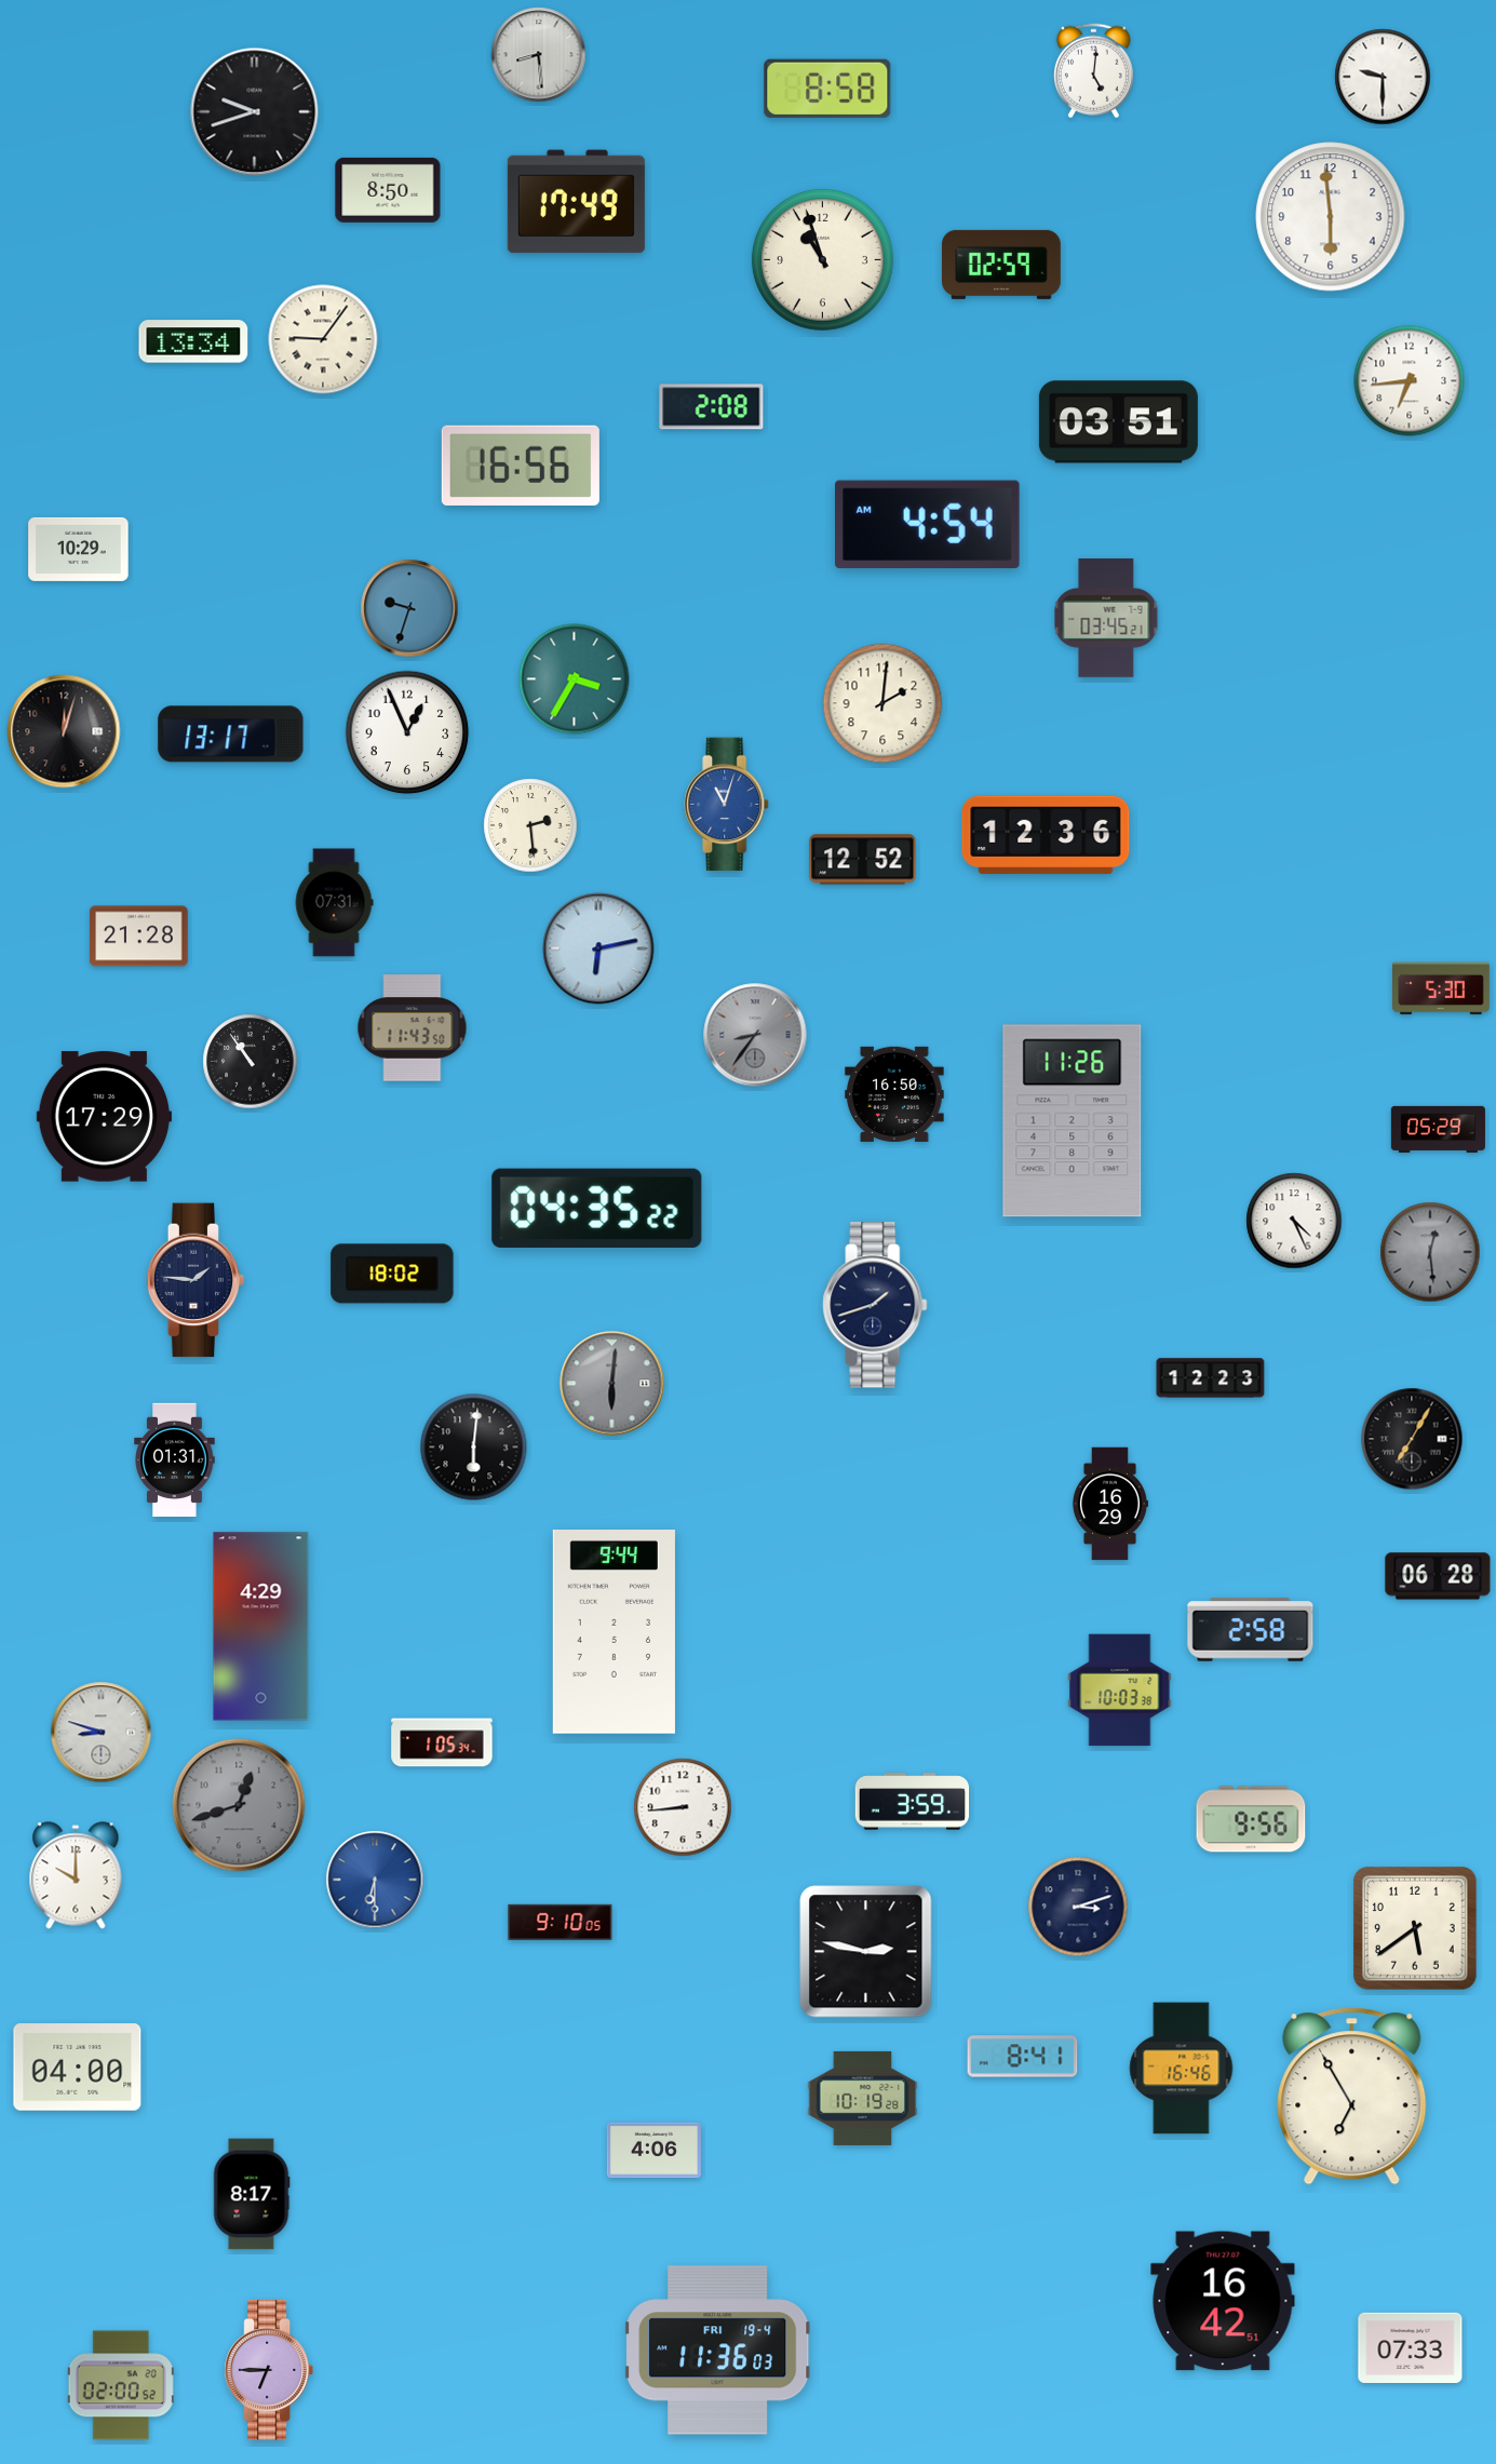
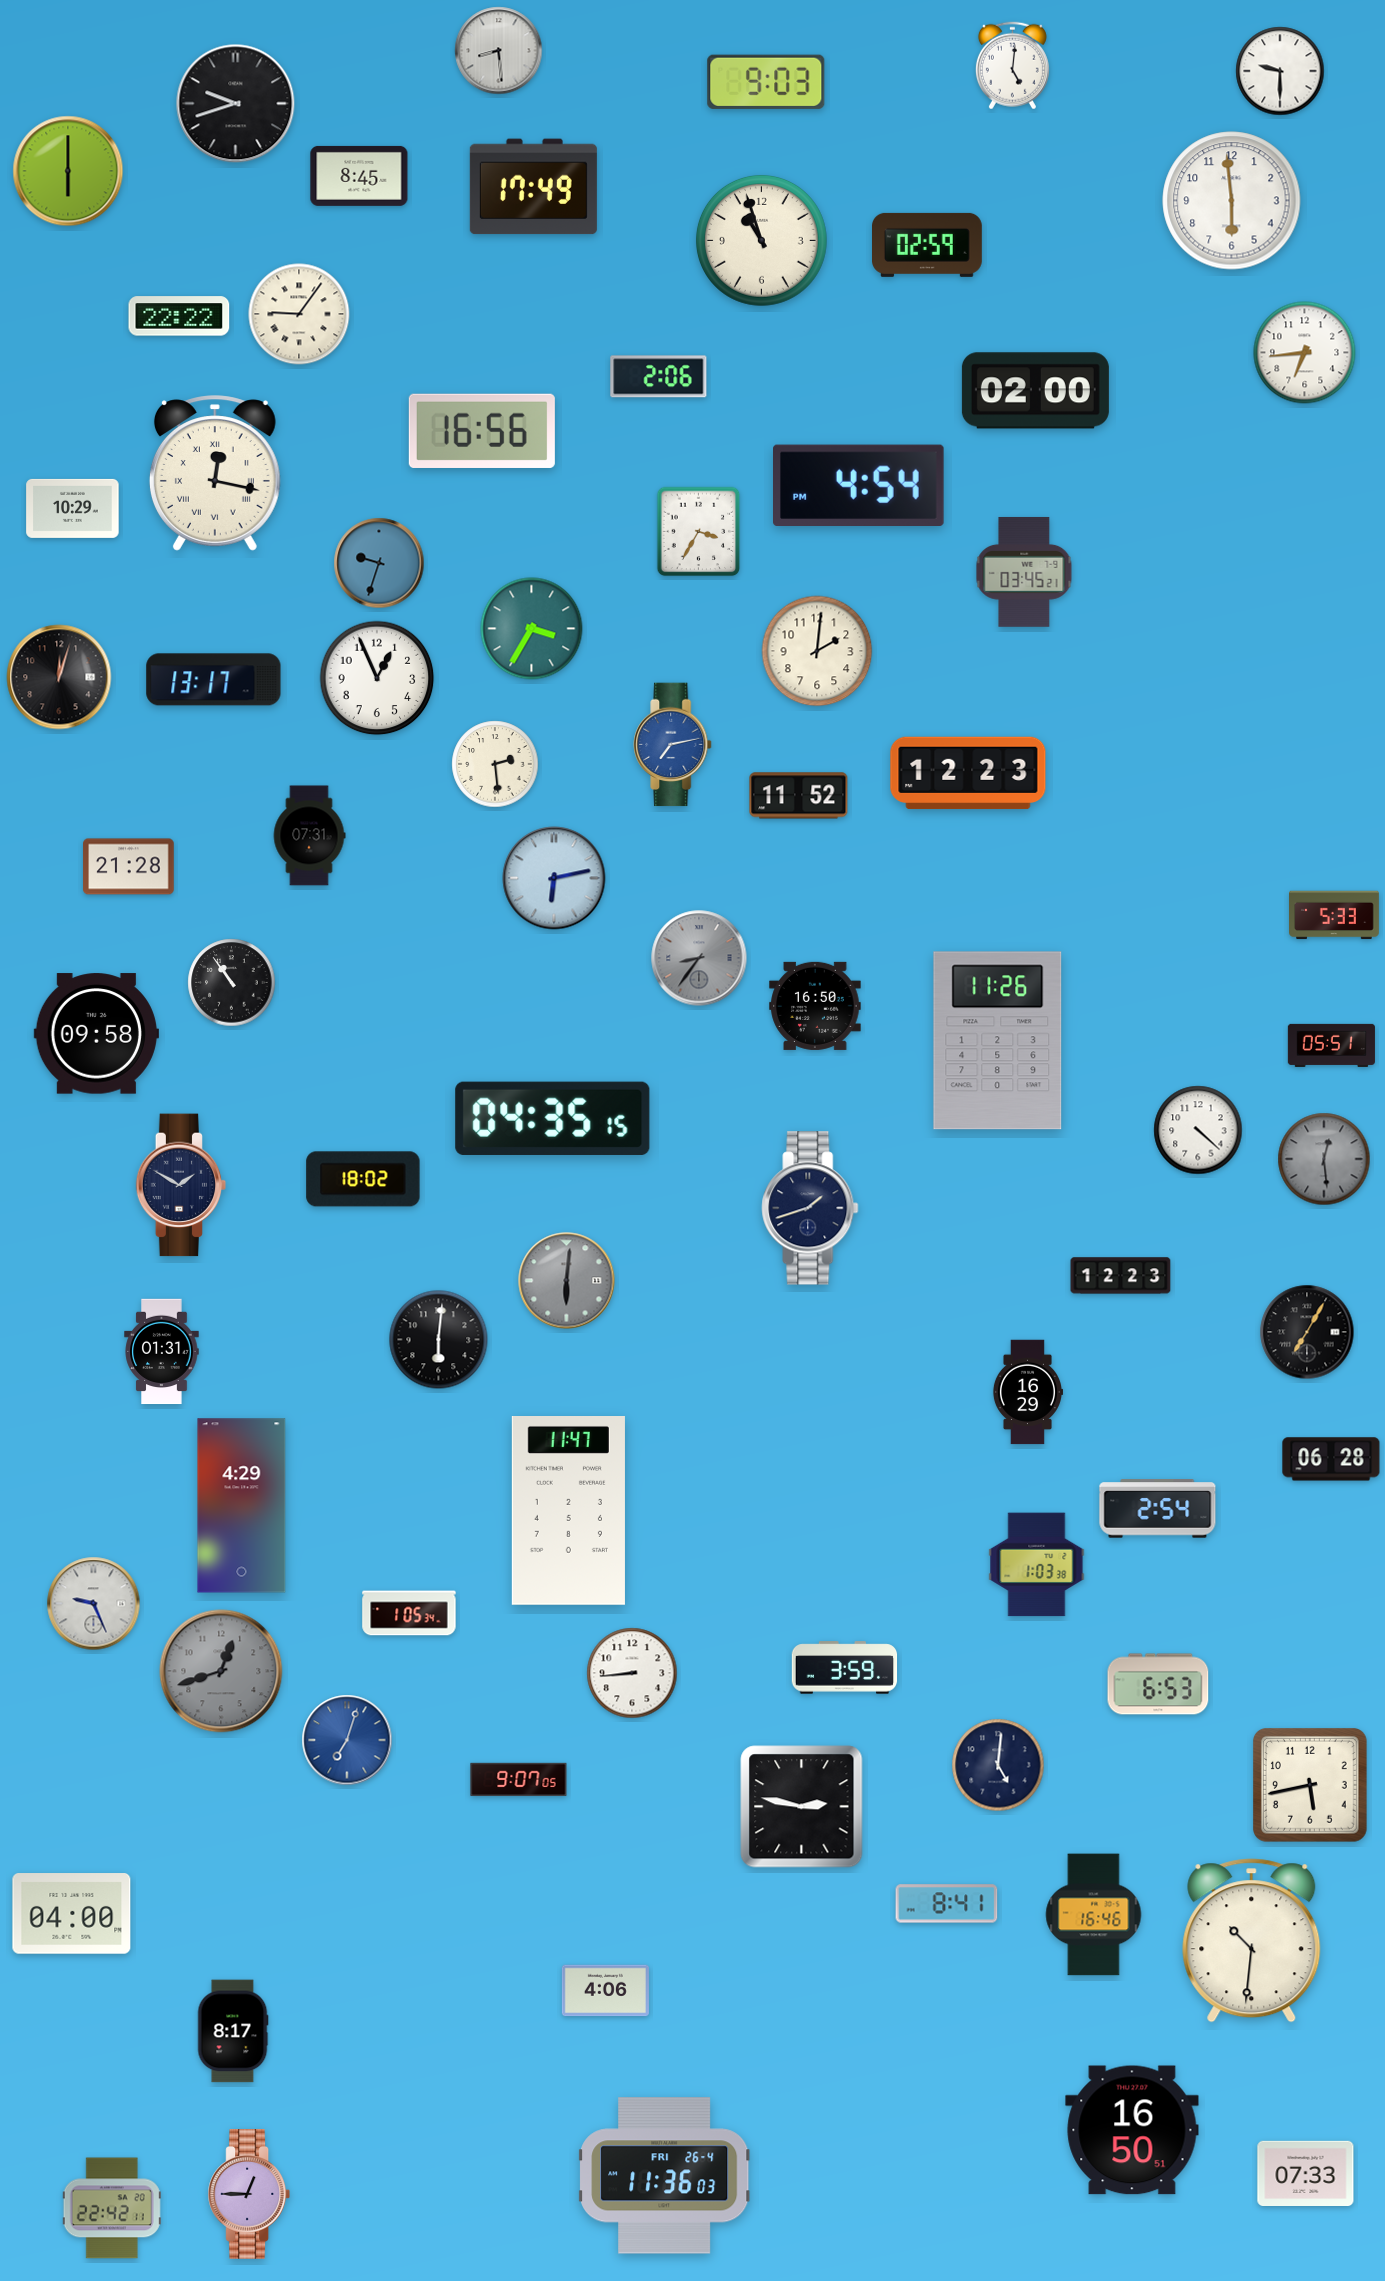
clock at (827, 89): 8:58 -> 9:03
clock at (68, 171): none -> 6:00
clock at (388, 190): 8:50 -> 8:45
clock at (193, 341): 13:34 -> 22:22
clock at (712, 407): 2:08 -> 2:06
clock at (1118, 422): 03:51 -> 02:00
clock at (215, 473): none -> 12:17
clock at (928, 524): 4:54 AM -> 4:54 PM
clock at (699, 532): none -> 3:35
clock at (727, 805): 11:03 -> 7:13
clock at (530, 825) position: (530, 825) -> (495, 764)
clock at (1046, 835): 12:36 -> 12:23
clock at (863, 860): 12:52 -> 11:52
clock at (1442, 988): 5:30 -> 5:33
clock at (413, 1028): 11:43 -> none
clock at (894, 1094) position: (894, 1094) -> (815, 1006)
clock at (104, 1117): 17:29 -> 09:58
clock at (1073, 1121) position: (1073, 1121) -> (998, 1041)
clock at (1438, 1129): 05:29 -> 05:51
clock at (597, 1208): 04:35:22 -> 04:35:15
clock at (1294, 1221): 4:26 -> 4:22
clock at (196, 1280): 1:46 -> 1:50
clock at (1251, 1630): 2:58 -> 2:54
clock at (614, 1632): 9:44 -> 11:47
clock at (1120, 1691): 10:03 -> 1:03
clock at (102, 1733): 8:48 -> 9:26
clock at (1251, 1819): 9:56 -> 6:53
clock at (76, 1875): 10:00 -> none
clock at (375, 1880): 6:30 -> 7:03
clock at (1078, 1907): 3:12 -> 5:01
clock at (561, 1923): 9:10 -> 9:07
clock at (1416, 1929): 5:39 -> 5:43
clock at (1352, 2097): 6:55 -> 10:31
clock at (863, 2098): 10:19 -> none
clock at (1223, 2301): 16:42 -> 16:50
clock at (718, 2351) date: FRI 19-4 -> FRI 26-4
clock at (268, 2371): 6:45 -> 12:45
clock at (121, 2385): 02:00 -> 22:42
